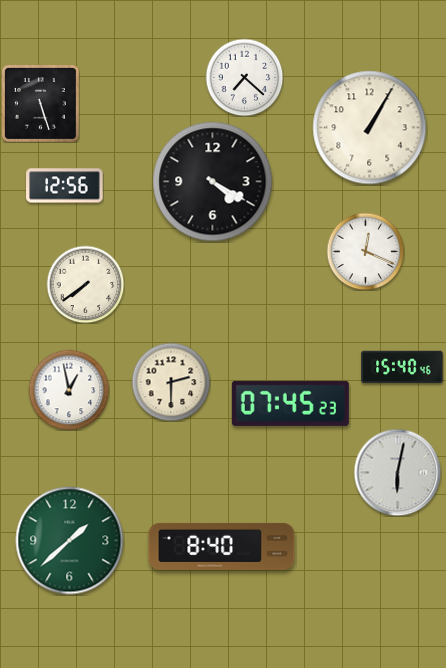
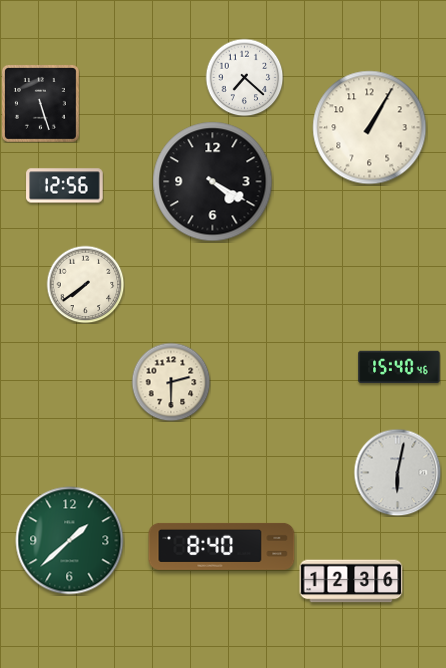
clock at (365, 251): 12:19 -> none
clock at (402, 367) position: (402, 367) -> (399, 367)
clock at (69, 390): 12:58 -> none
clock at (290, 403): 07:45 -> none
clock at (351, 581): none -> 12:36
